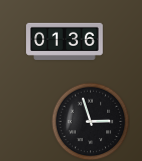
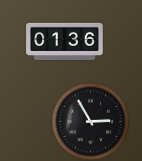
clock at (90, 121): 2:57 -> 2:55
